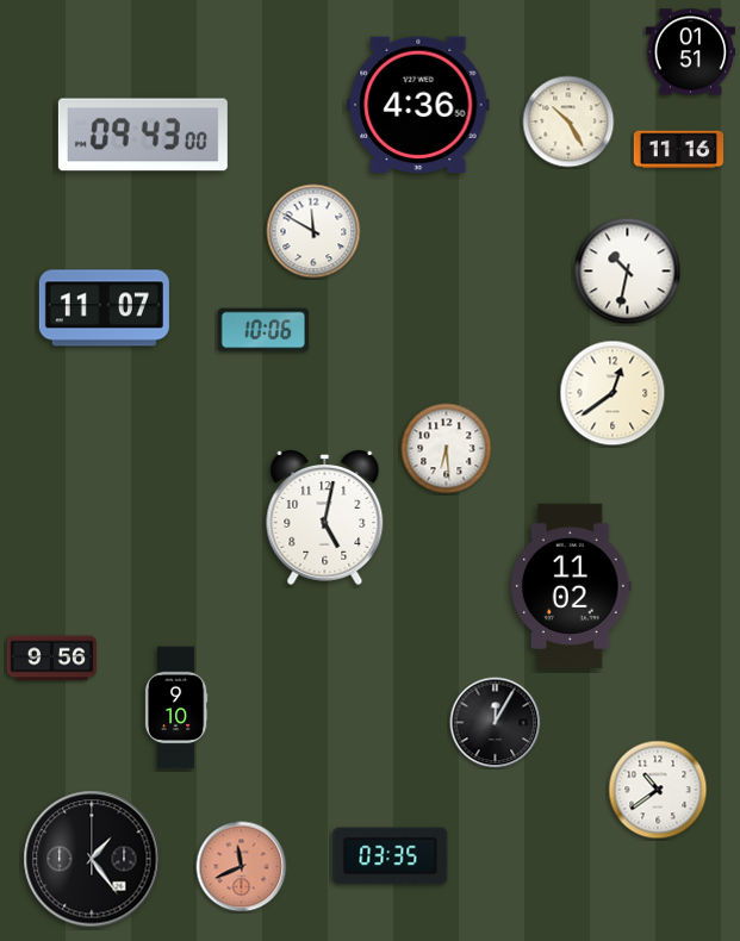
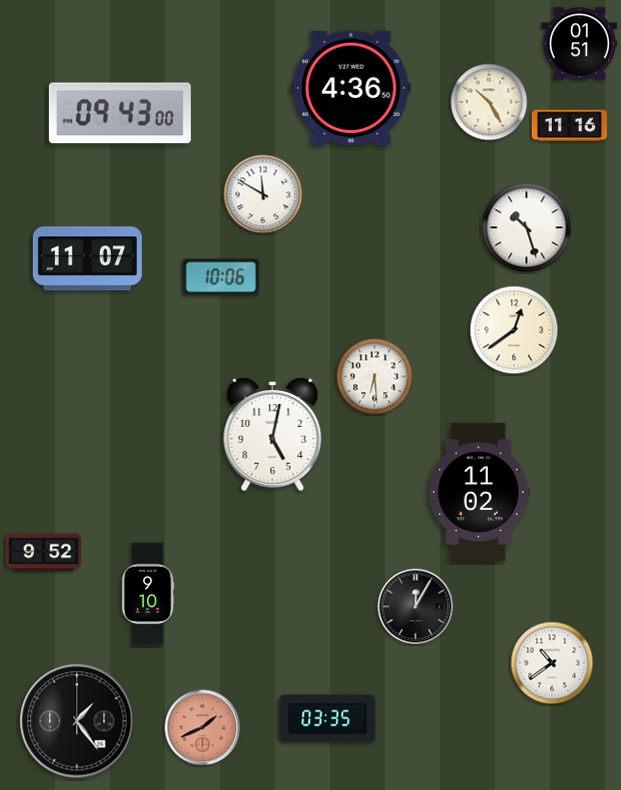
clock at (568, 121) position: (568, 121) -> (489, 102)
clock at (628, 272): 10:32 -> 10:27
clock at (52, 659): 9:56 -> 9:52
clock at (242, 867): 11:41 -> 1:41
